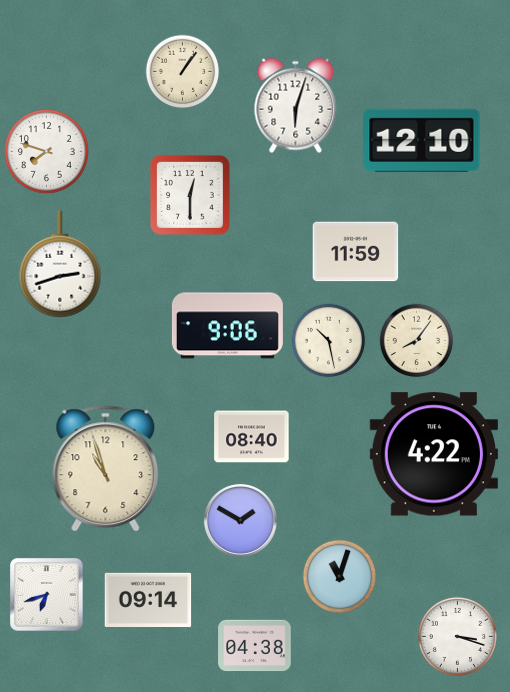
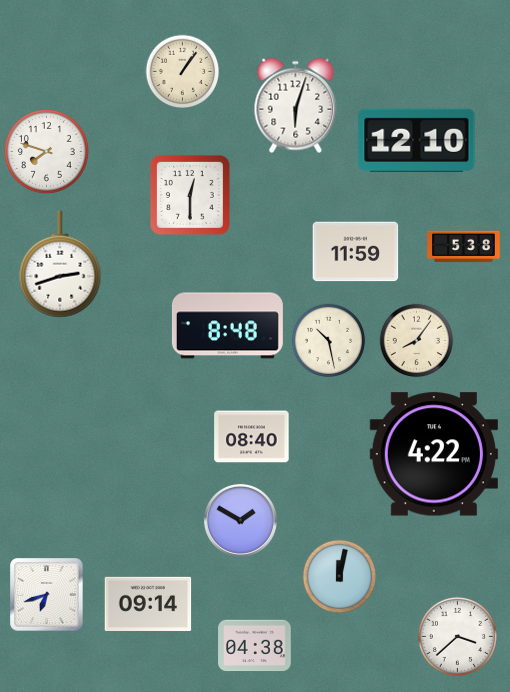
clock at (422, 140) position: (422, 140) -> (417, 140)
clock at (464, 247): none -> 5:38
clock at (227, 326): 9:06 -> 8:48
clock at (106, 469): 10:57 -> none
clock at (340, 577): 11:03 -> 12:02
clock at (148, 599) position: (148, 599) -> (148, 603)
clock at (457, 636): 3:18 -> 3:38
